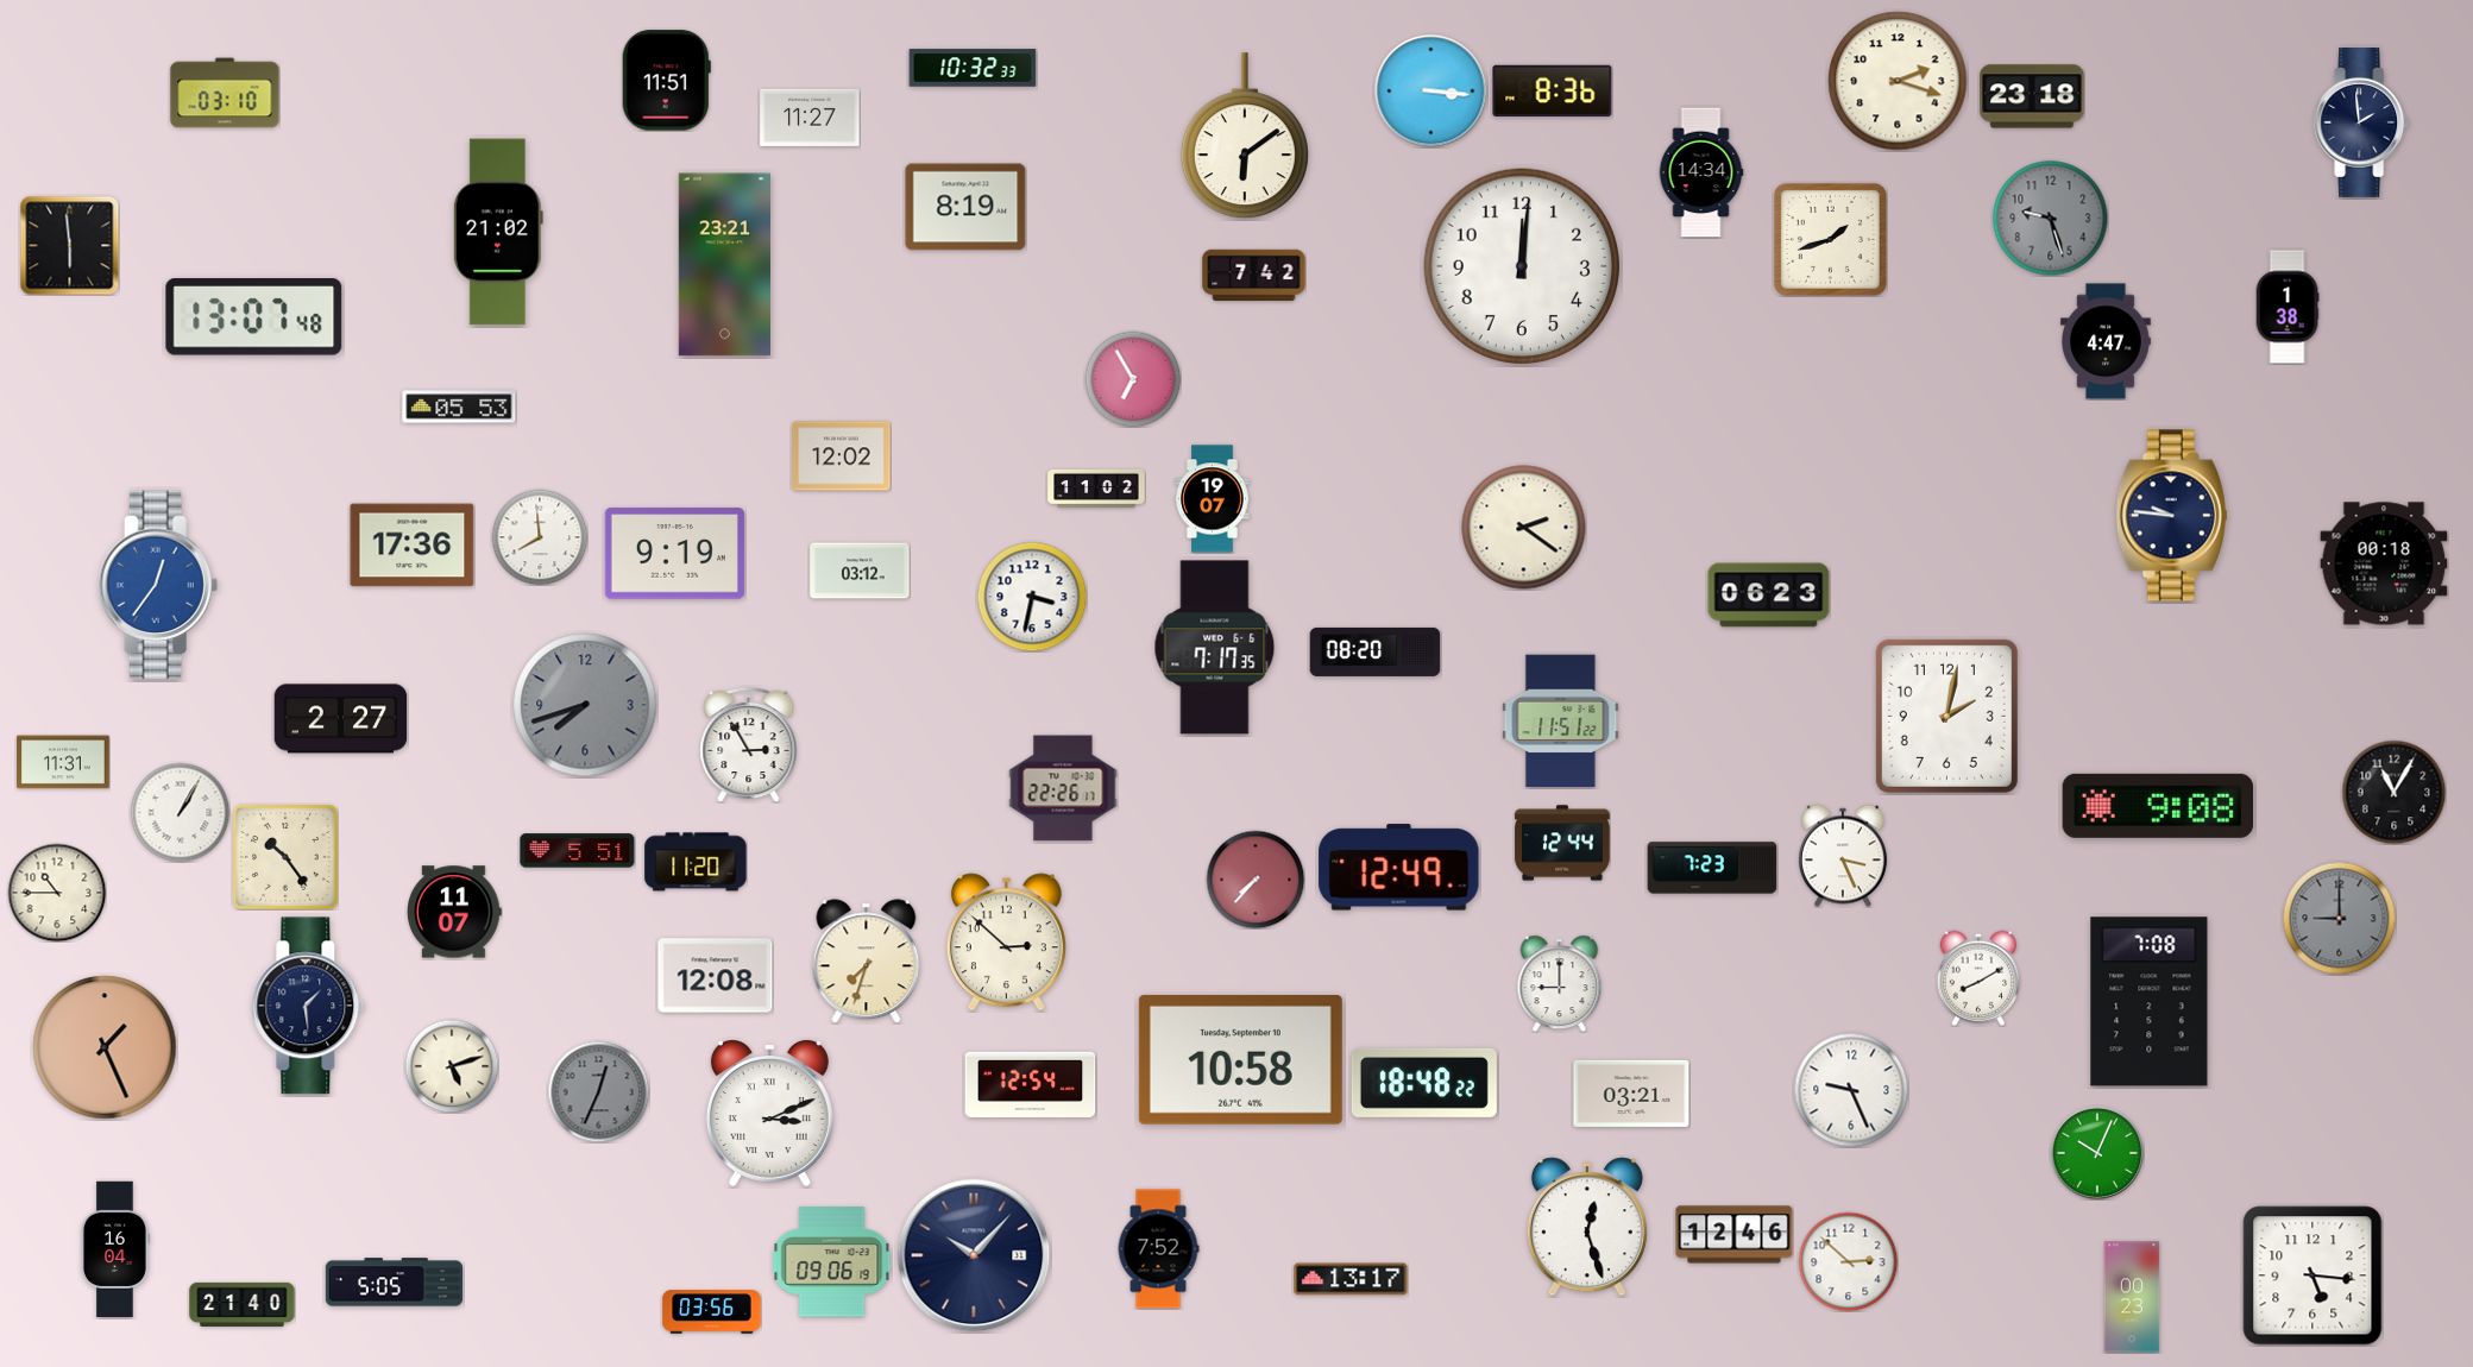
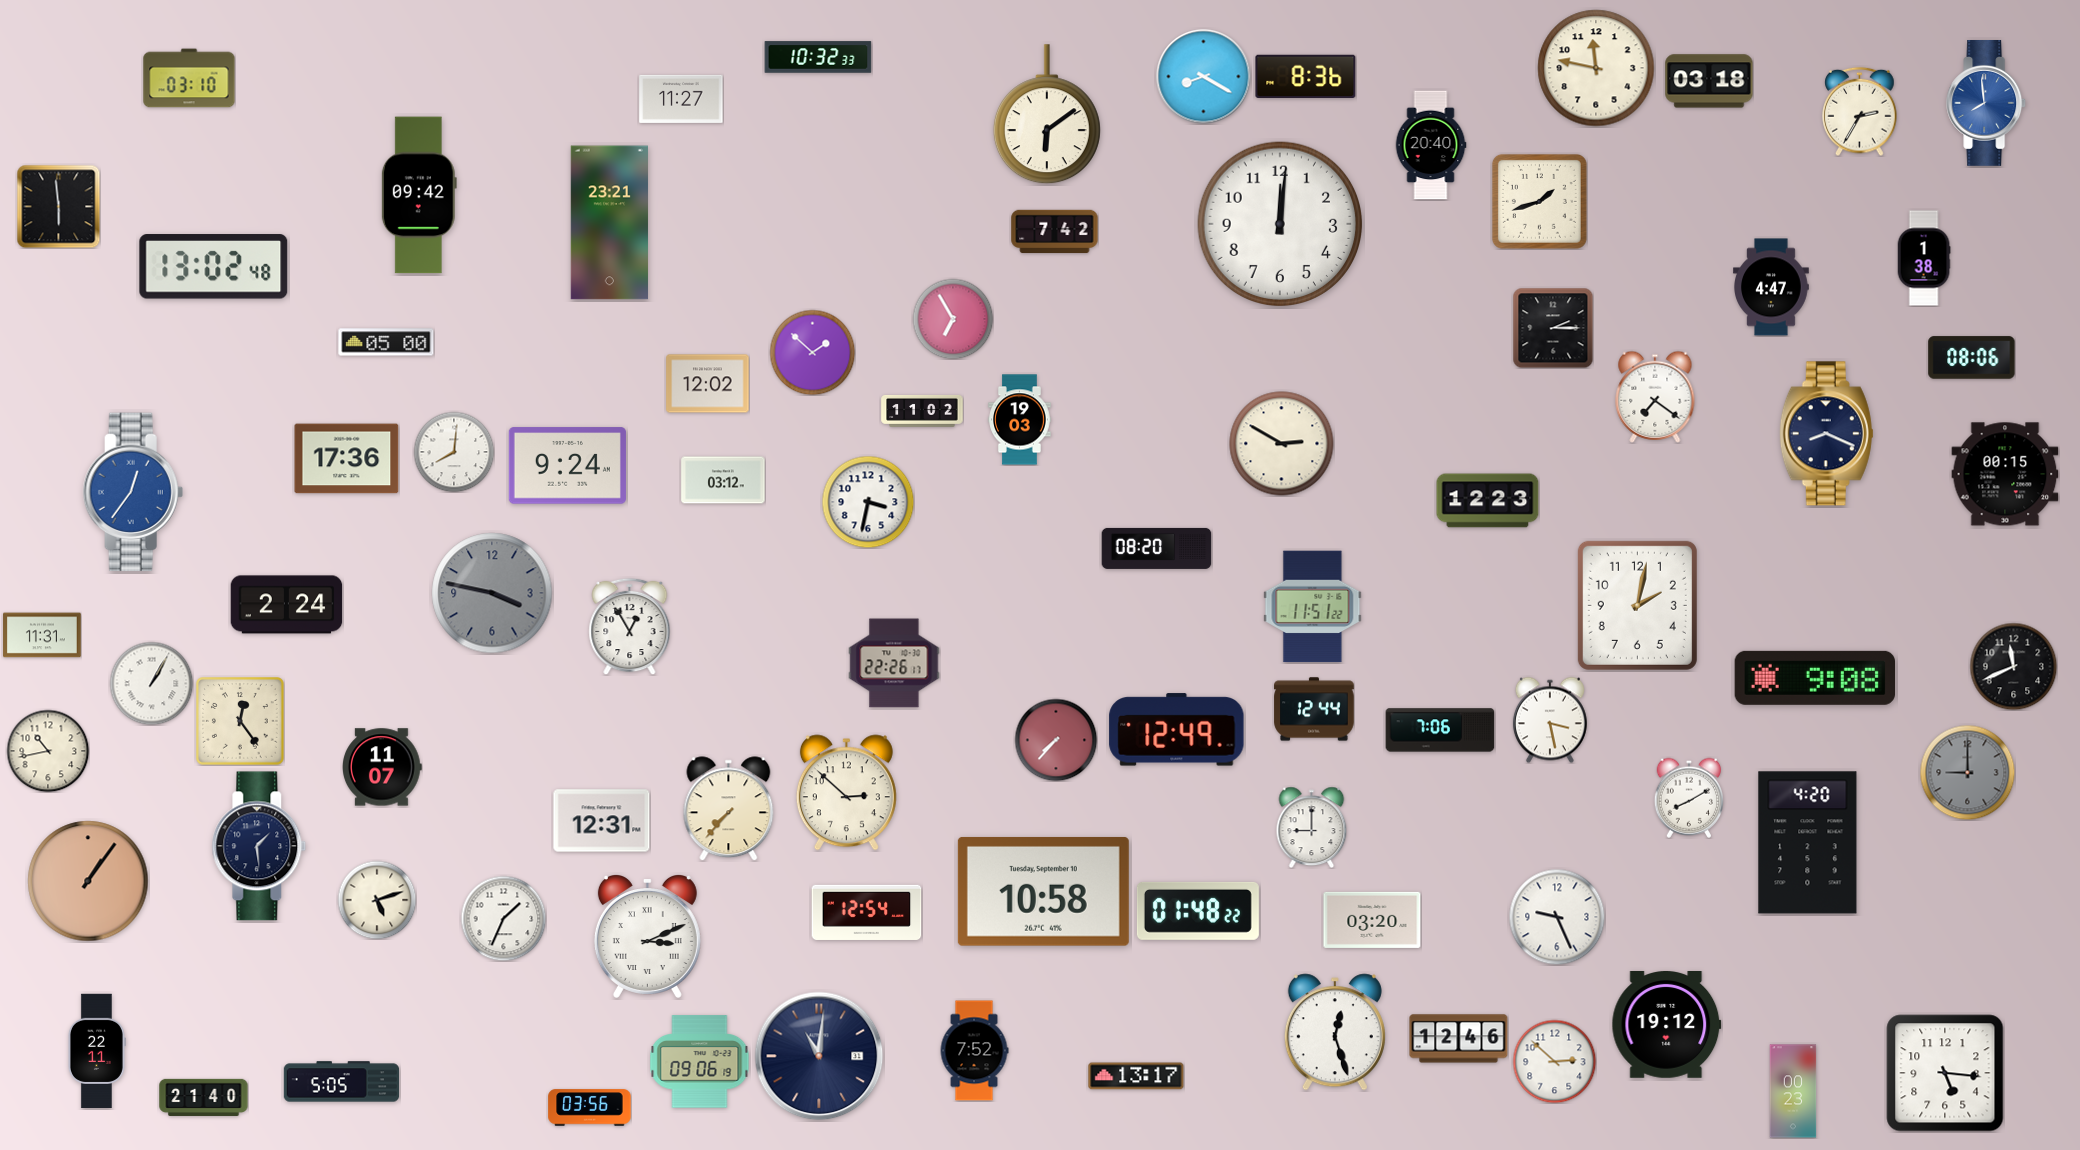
clock at (666, 81): 11:51 -> none
clock at (1898, 81): 2:18 -> 11:47
clock at (1430, 90): 3:16 -> 8:20
clock at (2032, 96): 23:18 -> 03:18
clock at (2362, 124): 1:59 -> 7:59
clock at (2362, 124) dial: navy -> blue
clock at (1860, 111): none -> 2:35
clock at (1701, 172): 14:34 -> 20:40
clock at (965, 207): 8:19 -> none
clock at (2050, 218): 9:27 -> none
clock at (498, 232): 21:02 -> 09:42
clock at (254, 317): 13:07 -> 13:02
clock at (1553, 328): none -> 2:15
clock at (459, 407): 05:53 -> 05:00
clock at (812, 352): none -> 1:52
clock at (1972, 358): none -> 08:06
clock at (1655, 397): none -> 7:21
clock at (1213, 499): 19:07 -> 19:03
clock at (2171, 516): 9:46 -> 8:19
clock at (1524, 528): 2:21 -> 2:50
clock at (540, 537): 7:59 -> 8:01
clock at (674, 554): 9:19 -> 9:24
clock at (2384, 563): 00:18 -> 00:15
clock at (1769, 596): 06:23 -> 12:23
clock at (1215, 648): 7:17 -> none
clock at (585, 705): 7:42 -> 3:47
clock at (1946, 716) position: (1946, 716) -> (1637, 605)
clock at (341, 719): 2:27 -> 2:24
clock at (749, 744): 2:55 -> 12:55
clock at (63, 762) position: (63, 762) -> (42, 635)
clock at (2393, 792): 11:05 -> 11:41
clock at (578, 851): 5:51 -> none
clock at (1843, 856): 3:26 -> 3:28
clock at (287, 858): 10:24 -> 12:24
clock at (696, 862): 11:20 -> none
clock at (1712, 868): 7:23 -> 7:06
clock at (57, 893): 10:45 -> 10:43
clock at (867, 962): 7:33 -> 7:37
clock at (716, 976): 12:08 -> 12:31
clock at (1978, 978) position: (1978, 978) -> (1689, 798)
clock at (2150, 1002): 7:08 -> 4:20
clock at (105, 1047): 1:26 -> 1:06
clock at (452, 1066) position: (452, 1066) -> (377, 900)
clock at (1424, 1083): 18:48 -> 01:48
clock at (598, 1091): 12:34 -> 1:34
clock at (598, 1091) dial: grey -> white
clock at (1631, 1094): 03:21 -> 03:20
clock at (2097, 1153): 10:04 -> none
clock at (1667, 1025): none -> 19:12
clock at (114, 1249): 16:04 -> 22:11
clock at (974, 1255): 10:07 -> 11:01
clock at (395, 1283) position: (395, 1283) -> (342, 1082)
clock at (712, 1312) position: (712, 1312) -> (590, 1108)
